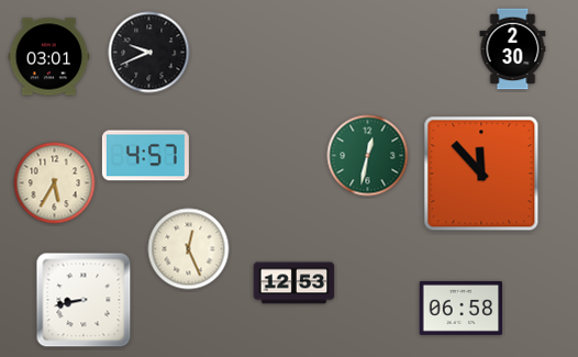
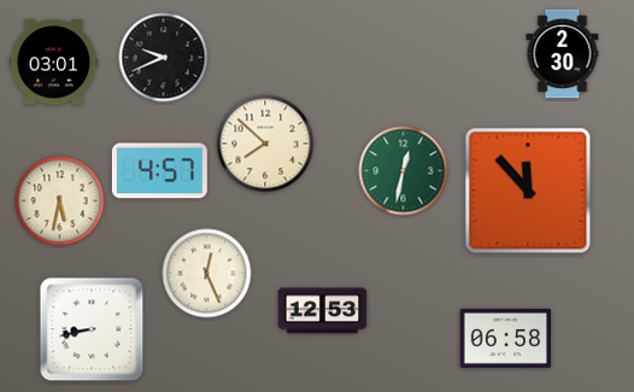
clock at (265, 144): none -> 7:52
clock at (55, 183): 5:35 -> 5:32
